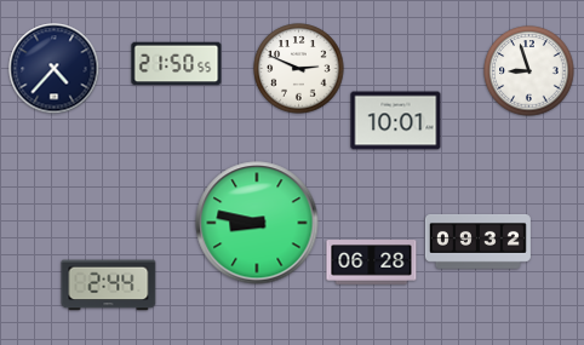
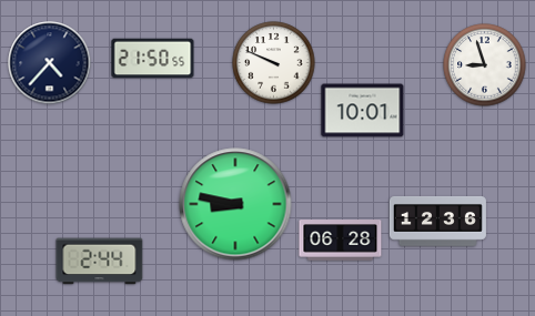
clock at (177, 64) position: (177, 64) -> (153, 59)
clock at (299, 69): 2:49 -> 9:49
clock at (477, 241): 09:32 -> 12:36
